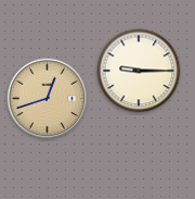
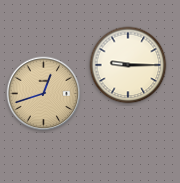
clock at (48, 99) position: (48, 99) -> (44, 94)
